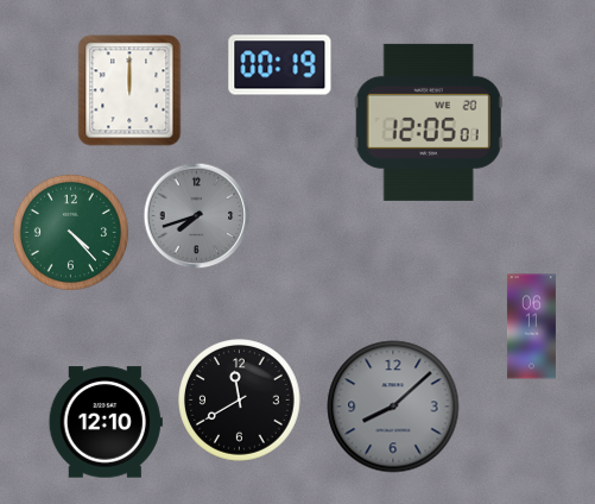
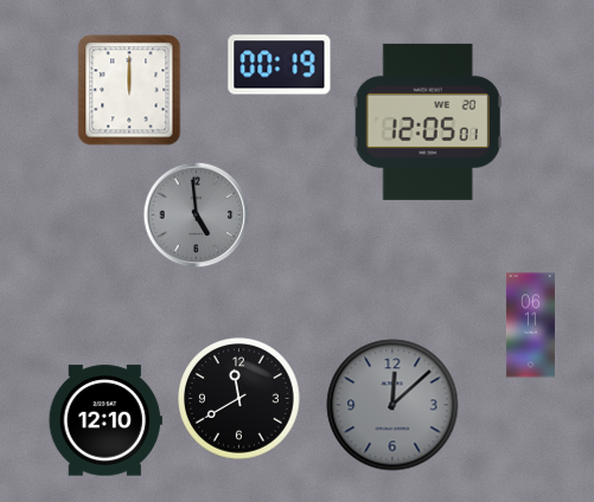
clock at (197, 216): 7:42 -> 4:59
clock at (70, 232): 4:23 -> none
clock at (393, 407): 8:08 -> 12:08
